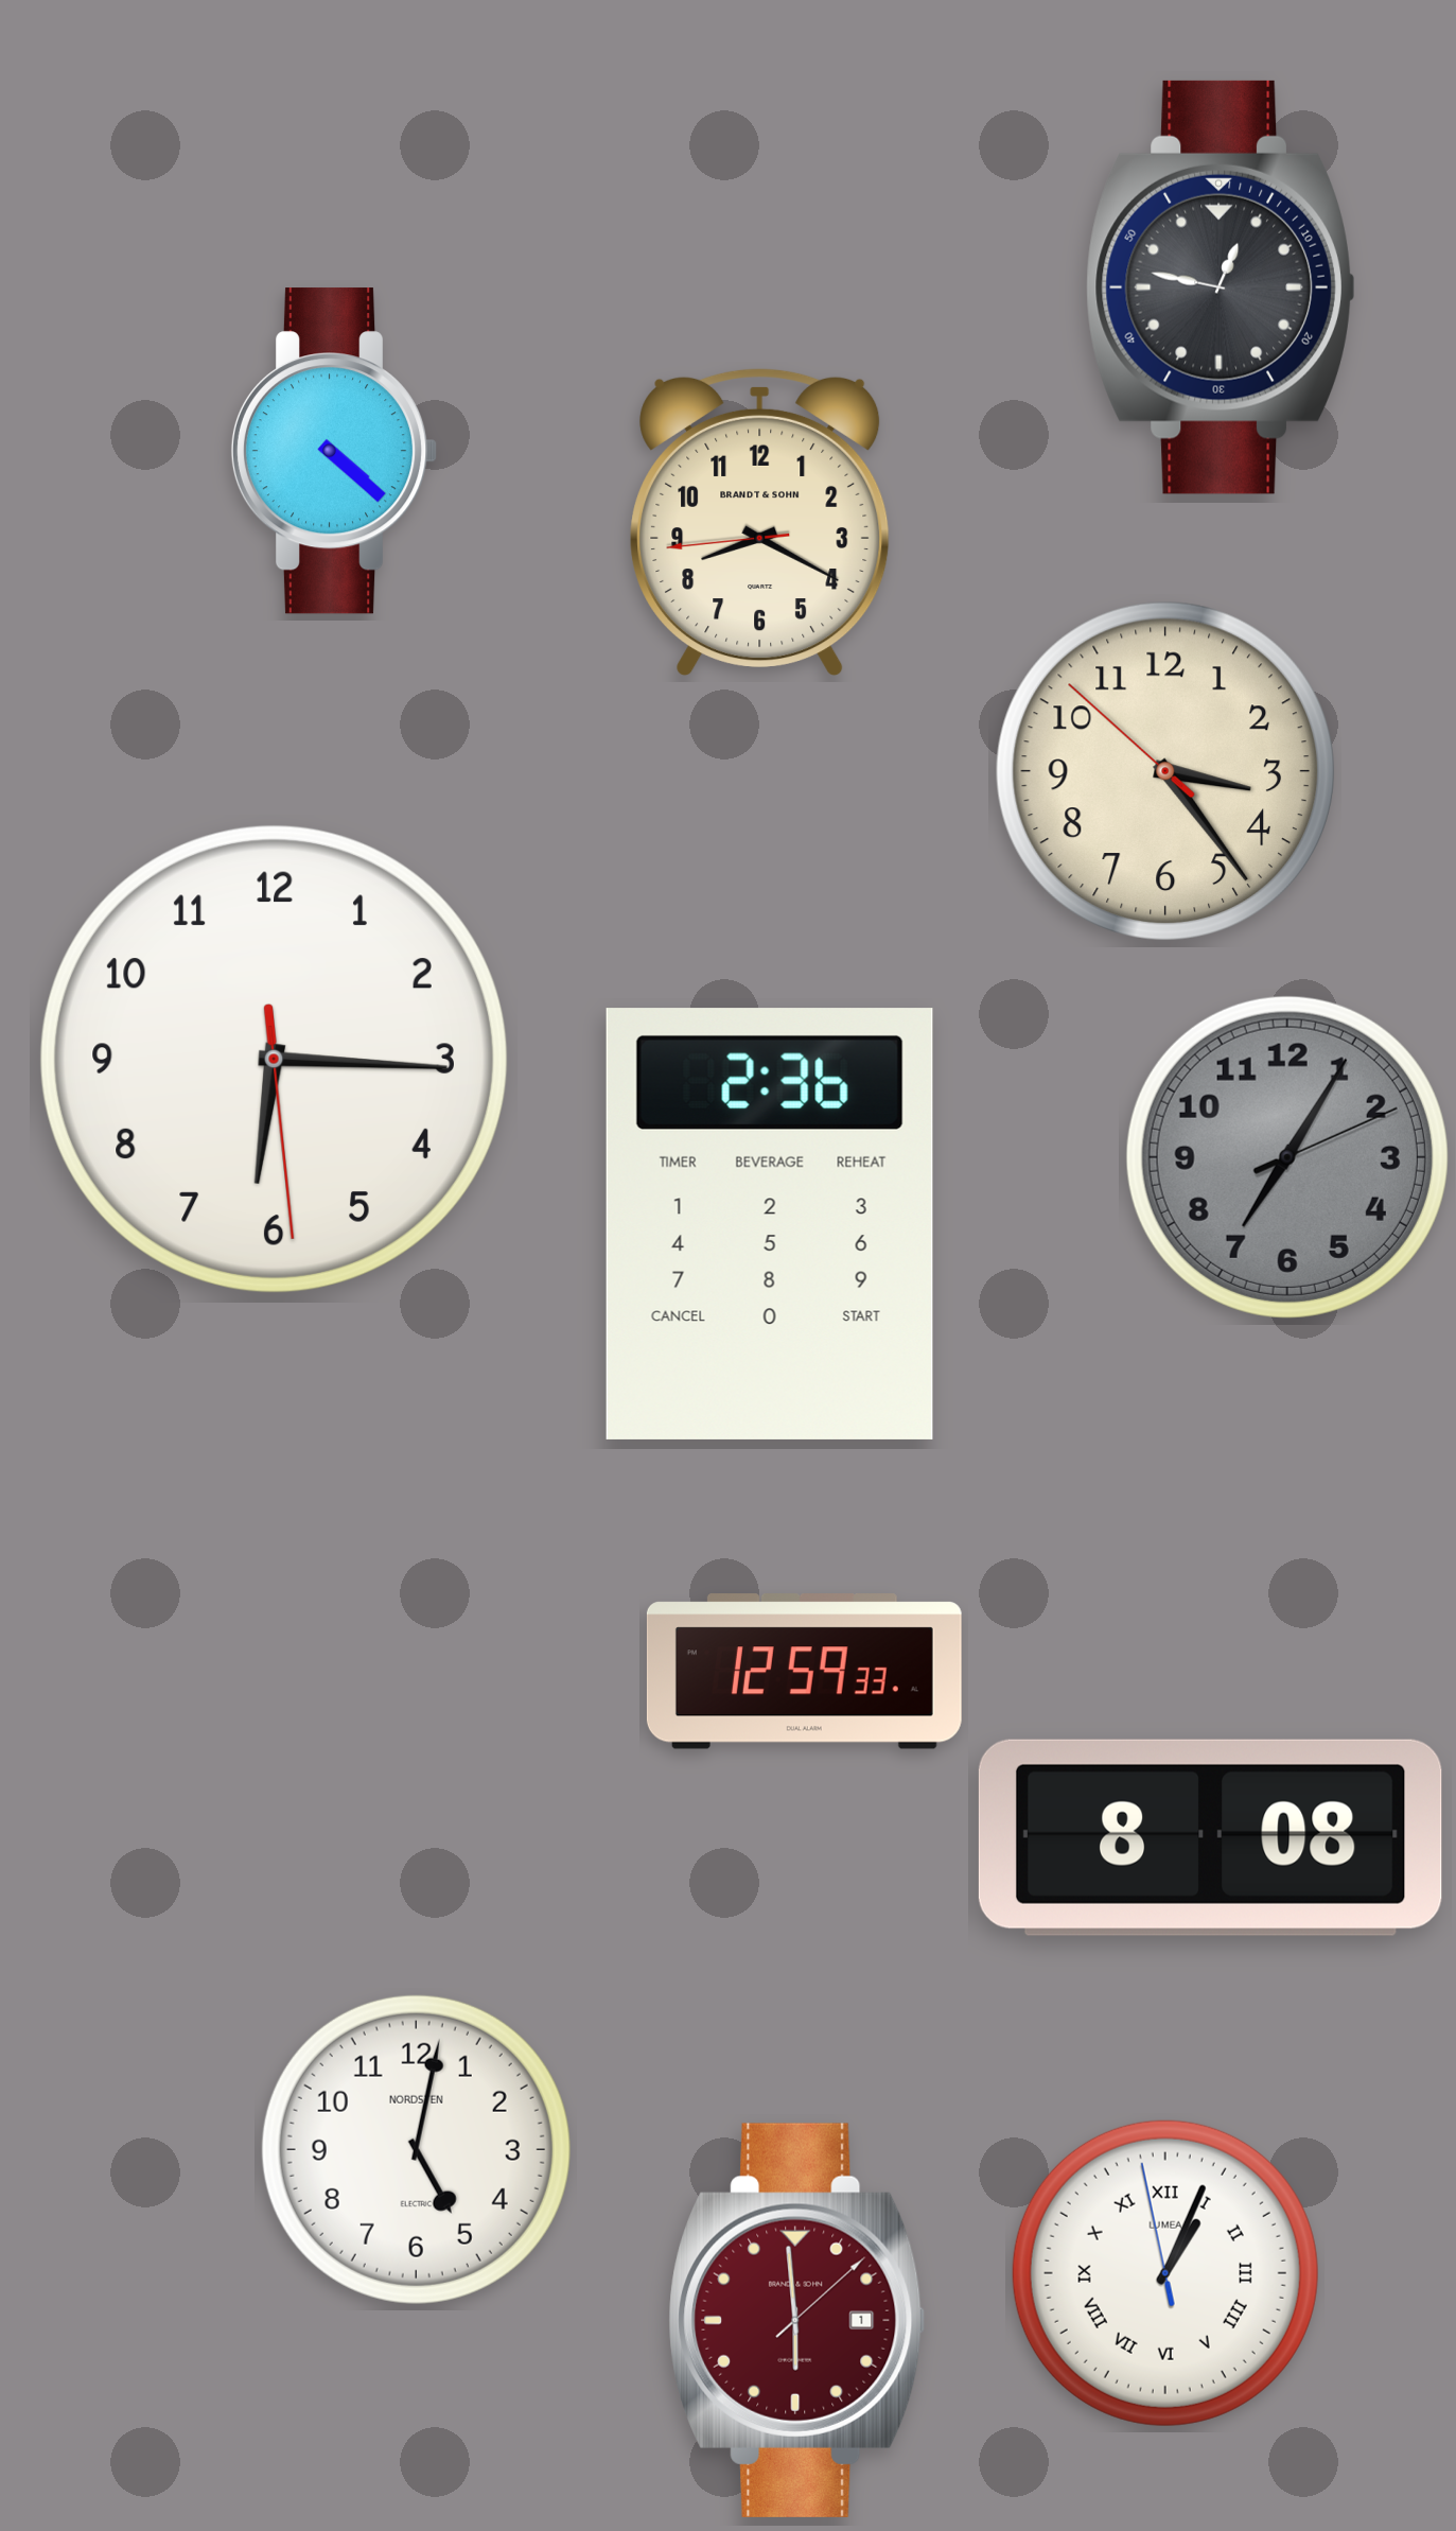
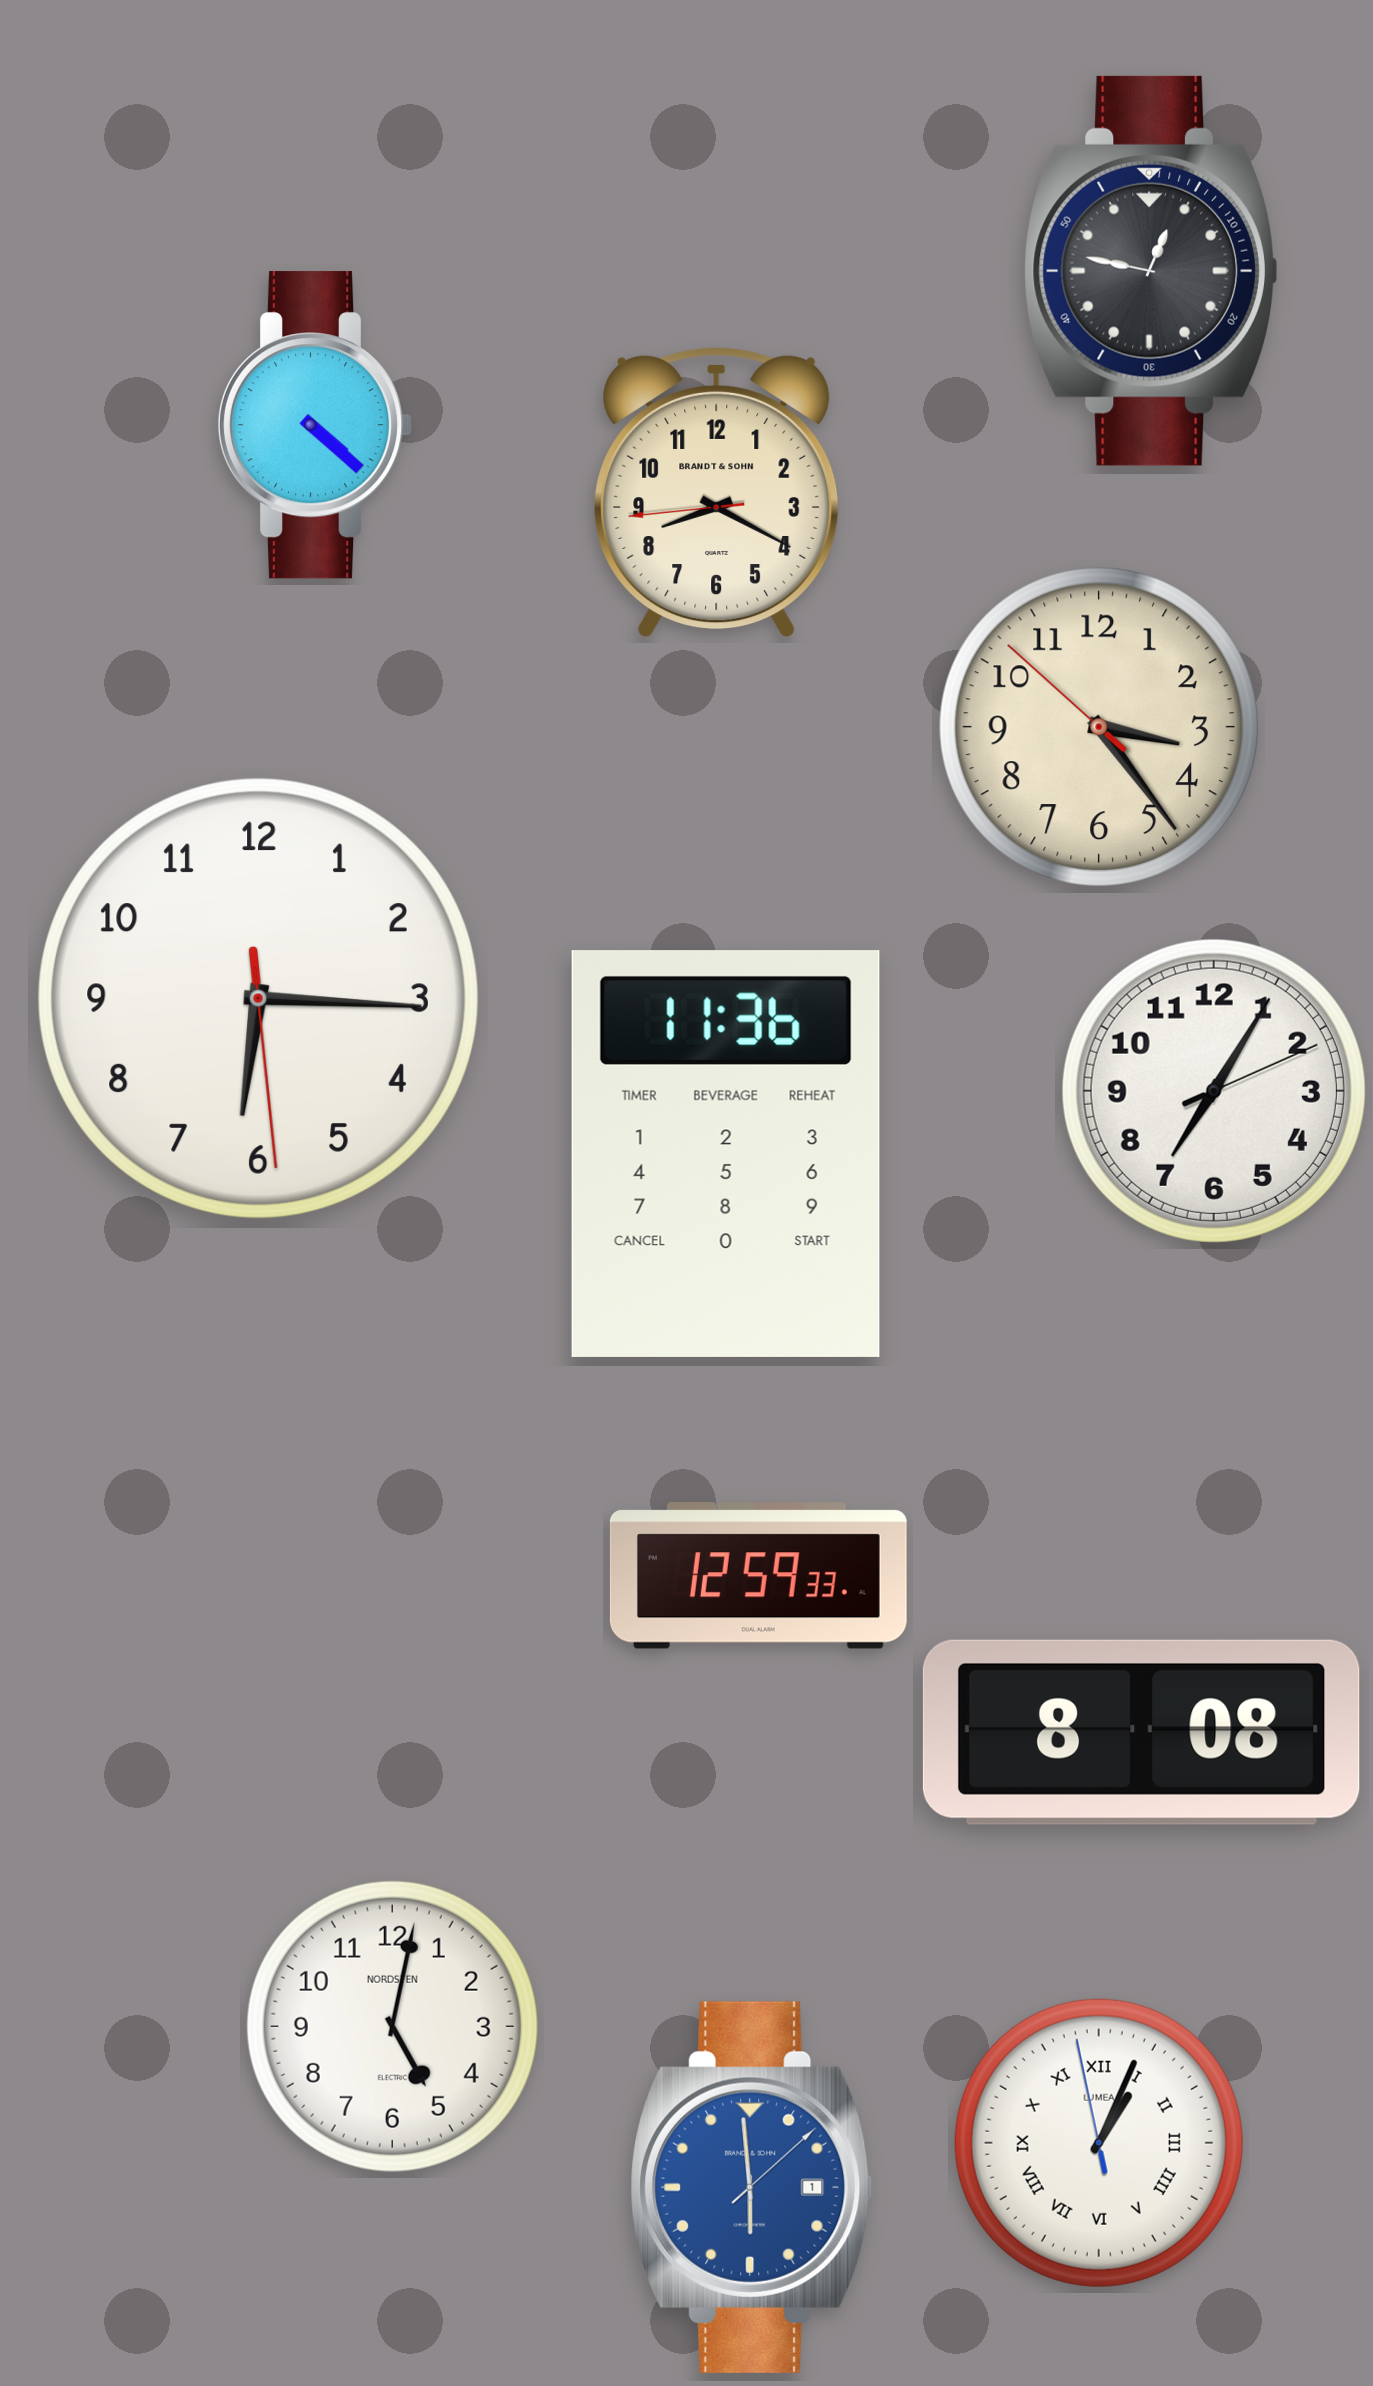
clock at (1287, 1157) dial: grey -> white
clock at (770, 1224): 2:36 -> 11:36
clock at (797, 2320) dial: burgundy -> blue
